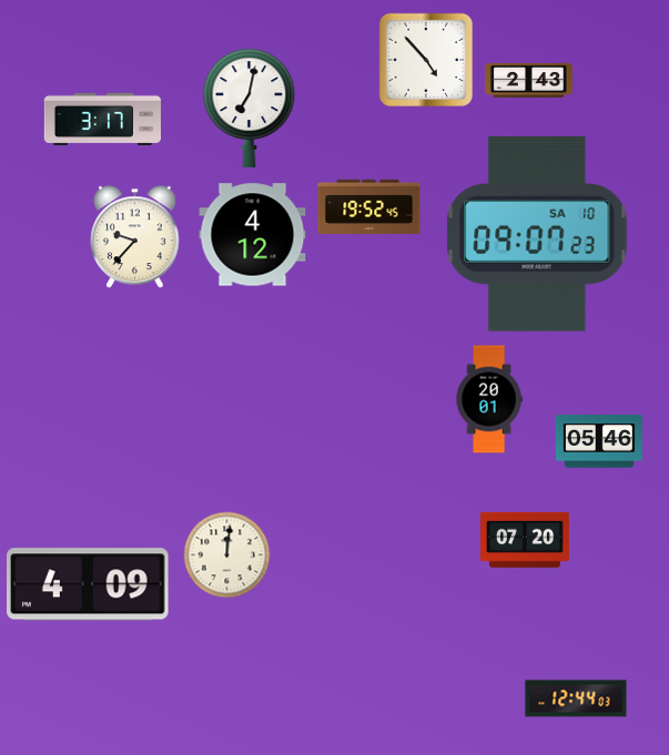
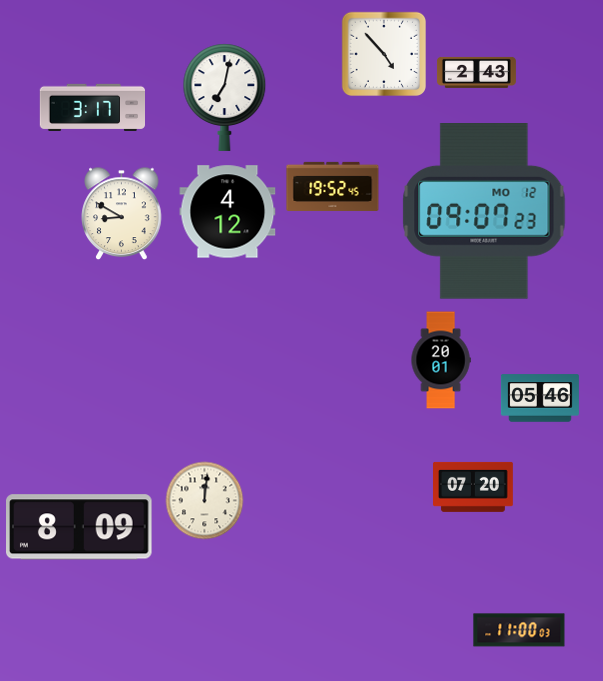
clock at (537, 235) date: SA 10 -> MO 12
clock at (135, 237): 9:37 -> 8:50
clock at (89, 584): 4:09 -> 8:09
clock at (576, 698): 12:44 -> 11:00
